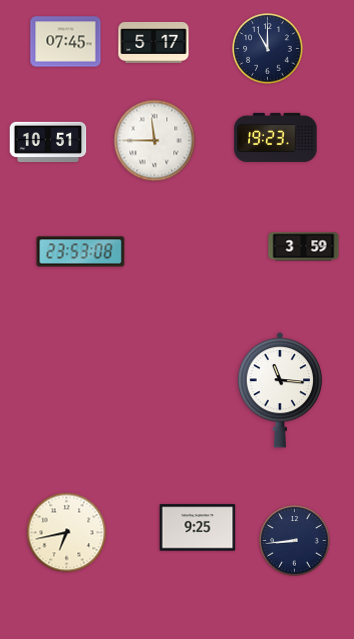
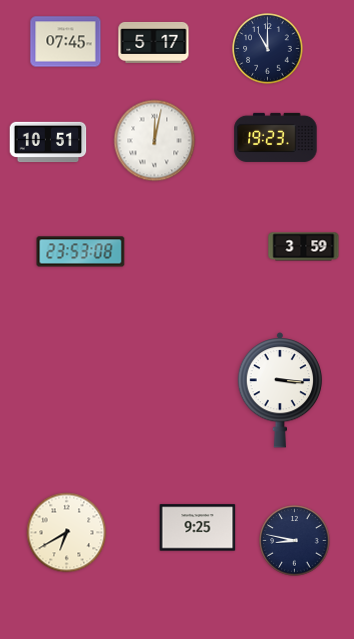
clock at (155, 141): 11:45 -> 12:02
clock at (280, 391): 11:16 -> 3:16
clock at (67, 533): 6:43 -> 6:40
clock at (295, 541): 8:44 -> 8:47
